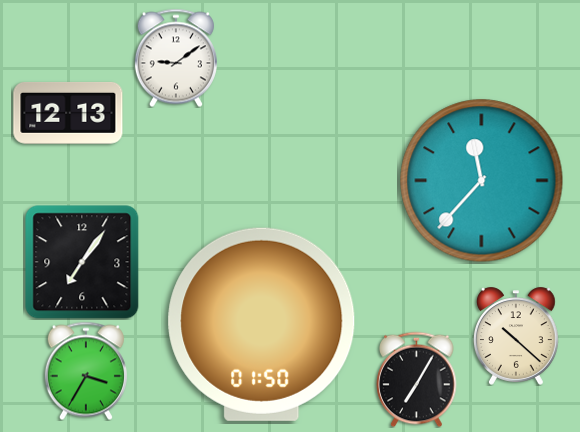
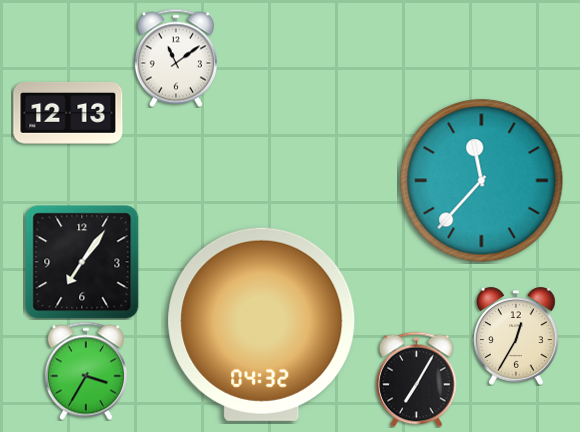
clock at (176, 58): 9:09 -> 11:09
clock at (262, 324): 01:50 -> 04:32
clock at (516, 336): 10:22 -> 12:35
